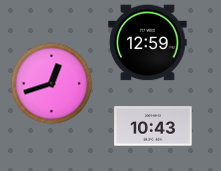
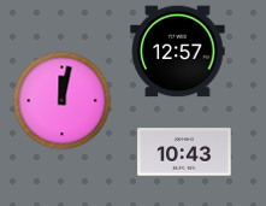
clock at (148, 43): 12:59 -> 12:57
clock at (51, 83): 12:42 -> 12:02
